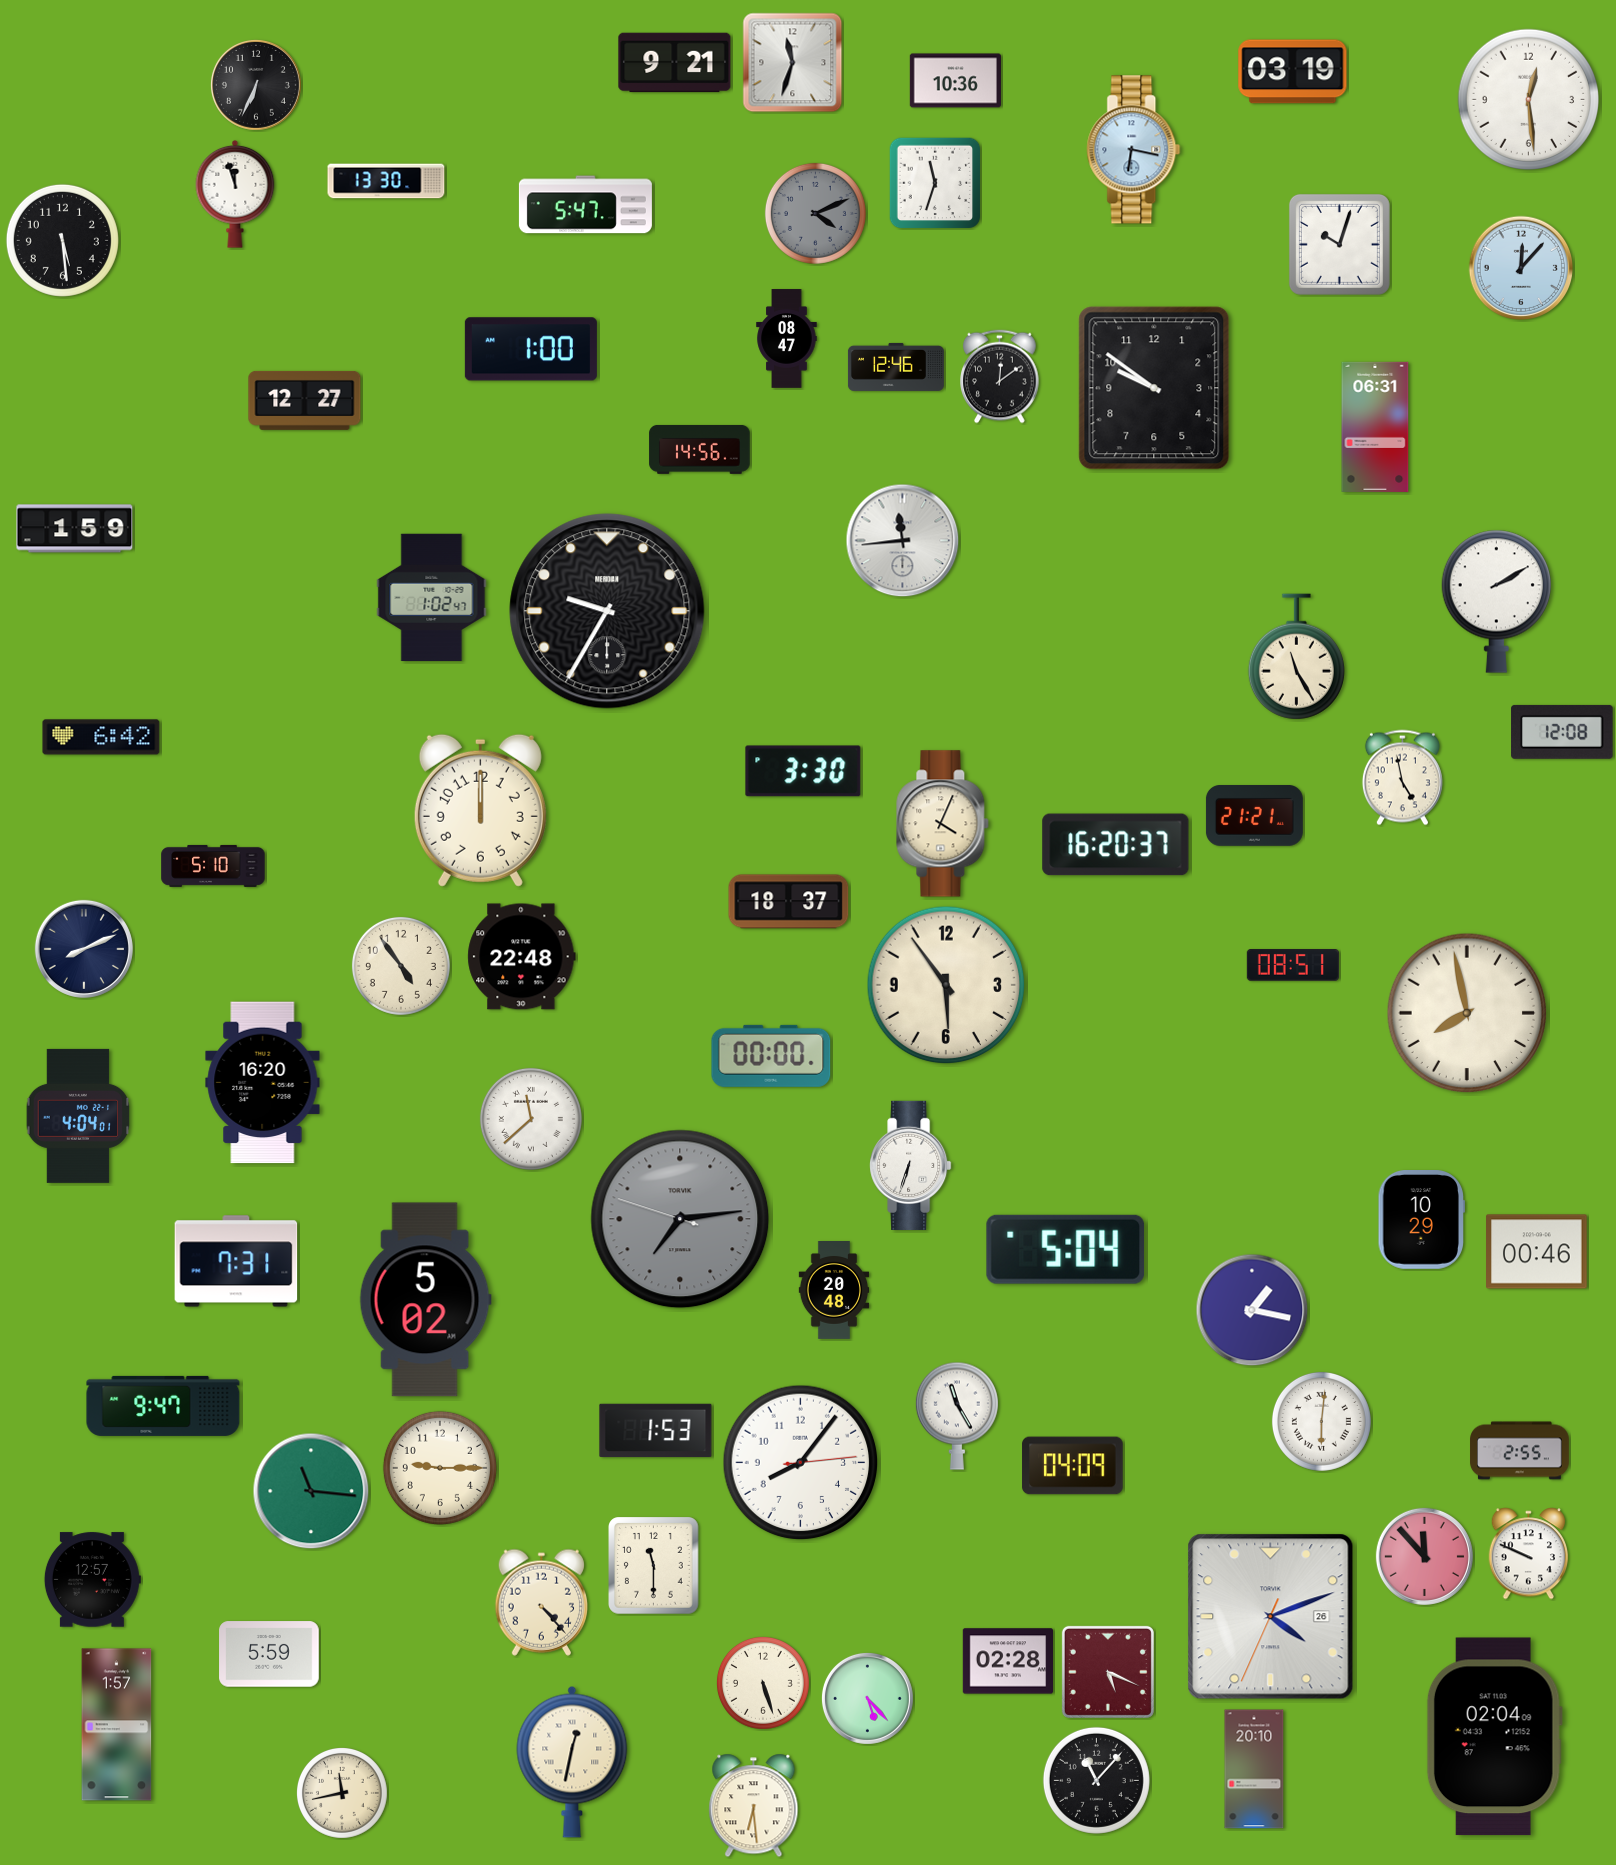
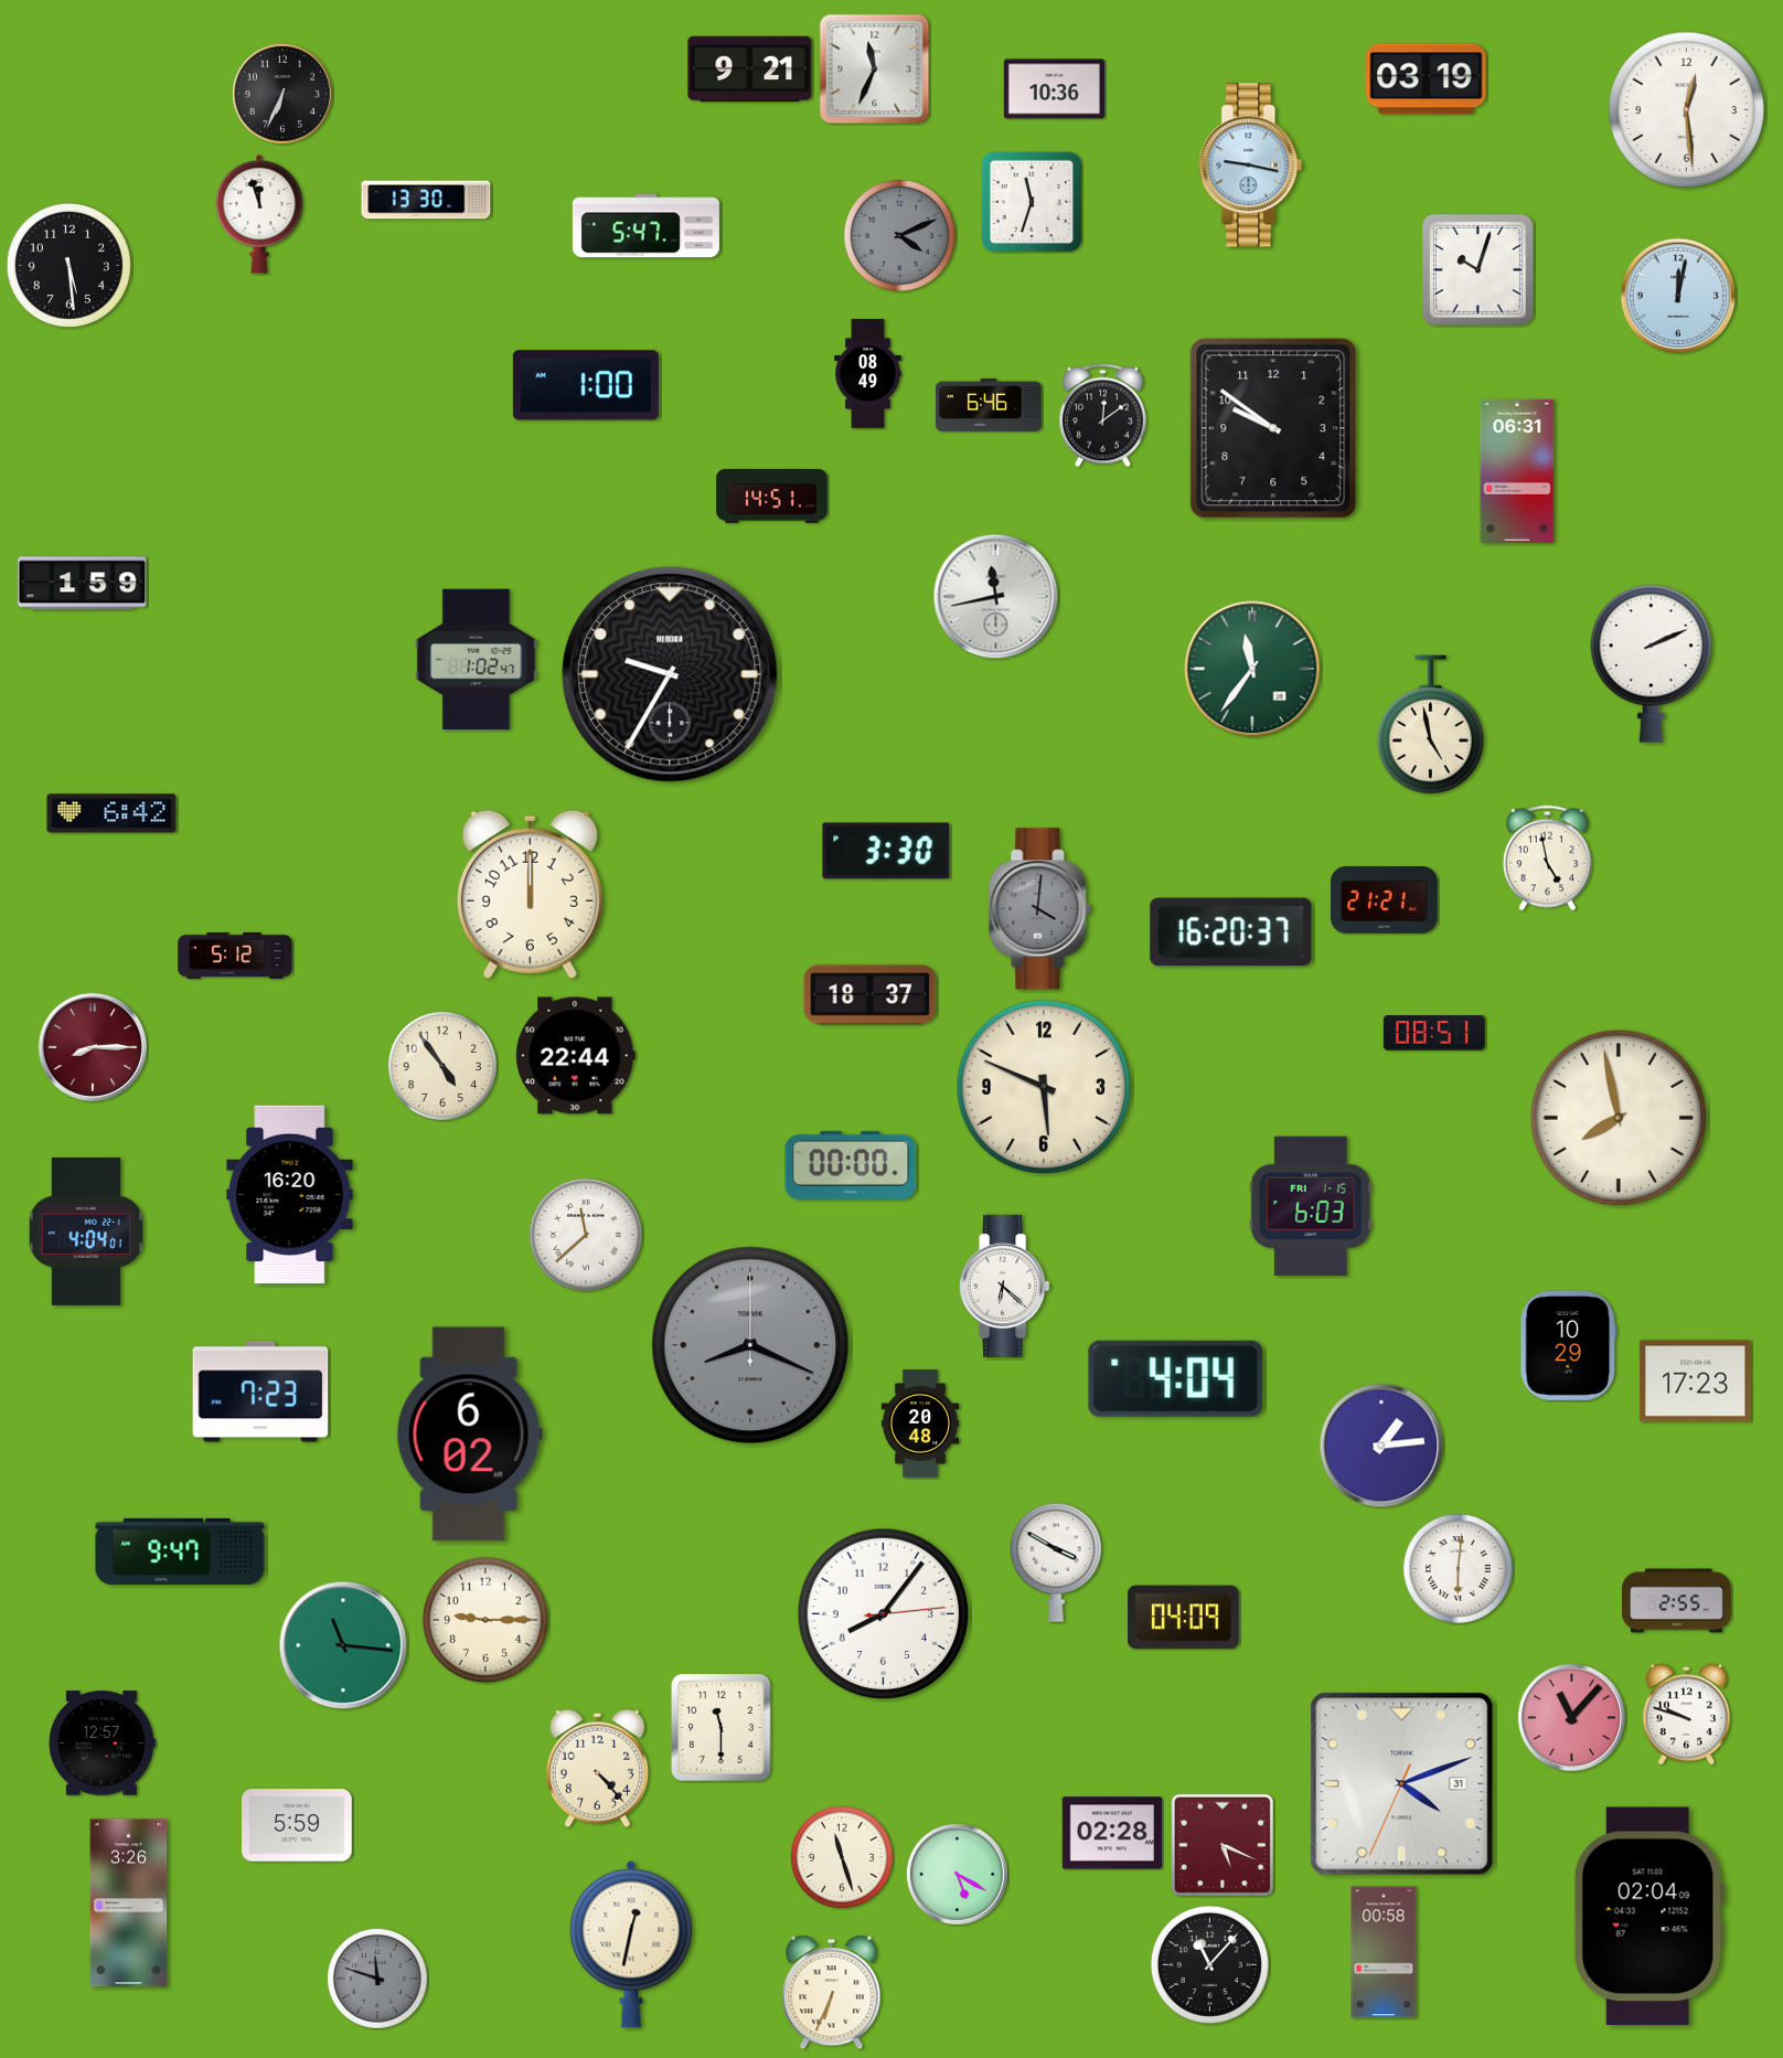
clock at (675, 63) position: (675, 63) -> (750, 70)
clock at (793, 63): 11:33 -> 11:34
clock at (1134, 150): 6:17 -> 9:17
clock at (1521, 268): 12:07 -> 12:02
clock at (787, 339): 08:47 -> 08:49
clock at (896, 367): 12:46 -> 6:46
clock at (305, 400): 12:27 -> none
clock at (700, 449): 14:56 -> 14:51
clock at (903, 541): 11:44 -> 11:43
clock at (1496, 601): 2:10 -> 2:11
clock at (1252, 669): none -> 11:36
clock at (1296, 657): 11:25 -> 4:58
clock at (1562, 732): 12:08 -> none
clock at (943, 824): 4:04 -> 4:01
clock at (943, 824) dial: cream -> grey
clock at (213, 866): 5:10 -> 5:12
clock at (84, 949): 8:11 -> 8:15
clock at (84, 949) dial: navy -> burgundy
clock at (522, 957): 22:48 -> 22:44
clock at (1293, 966) position: (1293, 966) -> (1434, 1034)
clock at (946, 985): 5:54 -> 5:49
clock at (1311, 1206): none -> 6:03
clock at (911, 1165): 6:33 -> 6:22
clock at (680, 1219): 7:13 -> 8:19
clock at (1066, 1249): 5:04 -> 4:04
clock at (1537, 1252): 00:46 -> 17:23
clock at (236, 1261): 7:31 -> 7:23
clock at (425, 1300): 5:02 -> 6:02
clock at (1252, 1310): 1:17 -> 1:14
clock at (957, 1416): 11:25 -> 3:50
clock at (656, 1431): 1:53 -> none
clock at (1529, 1554): 9:49 -> 9:48
clock at (1424, 1556): 11:53 -> 11:07
clock at (1271, 1617) date: 26 -> 31
clock at (763, 1683): 5:27 -> 11:27
clock at (867, 1698): 5:23 -> 5:20
clock at (117, 1725): 1:57 -> 3:26
clock at (1254, 1769): 20:10 -> 00:58
clock at (342, 1793): 11:43 -> 11:48
clock at (342, 1793) dial: cream -> grey
clock at (754, 1806): 6:29 -> 6:34
